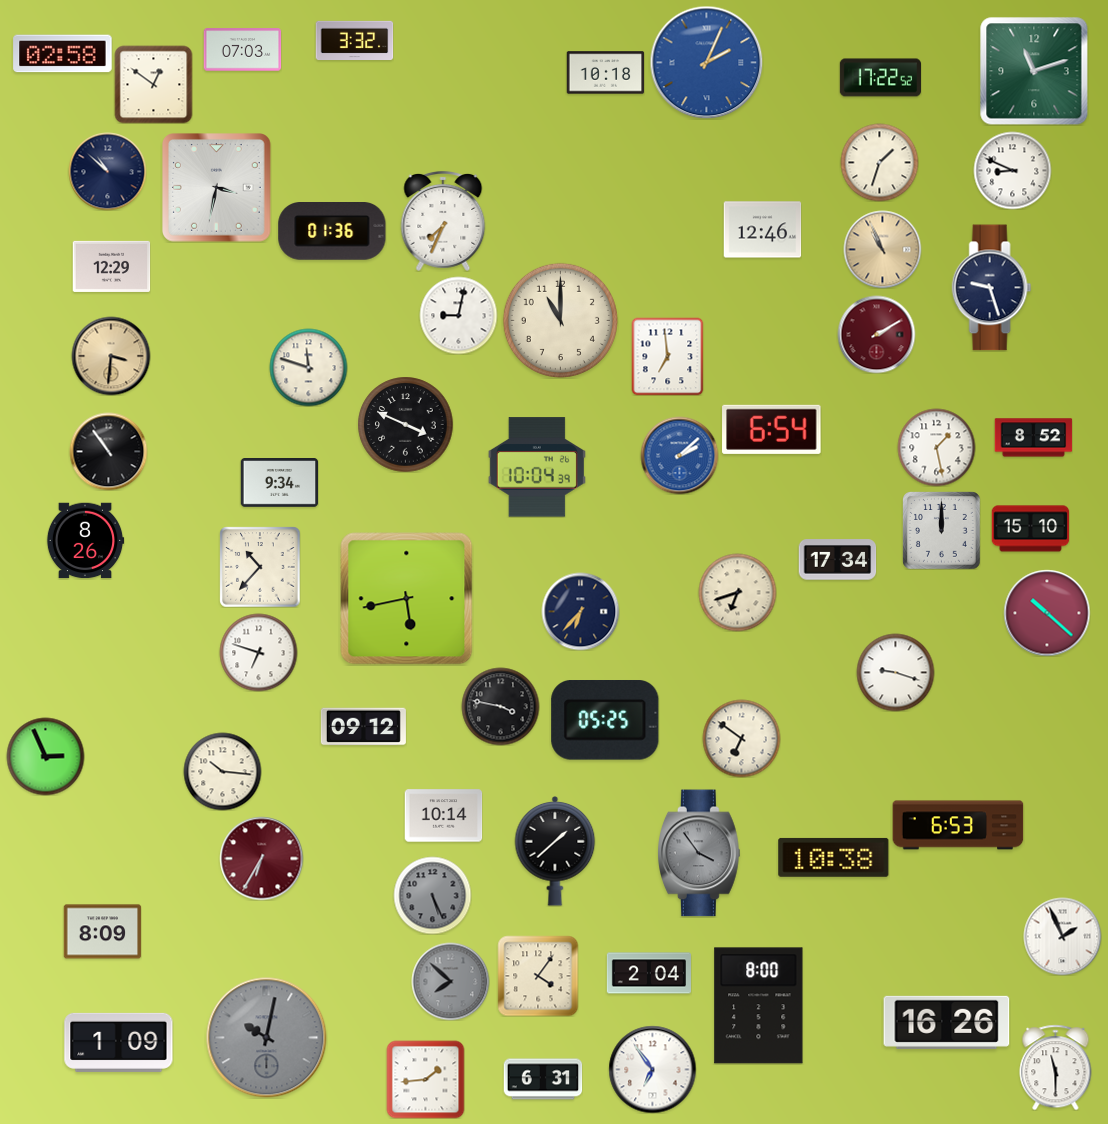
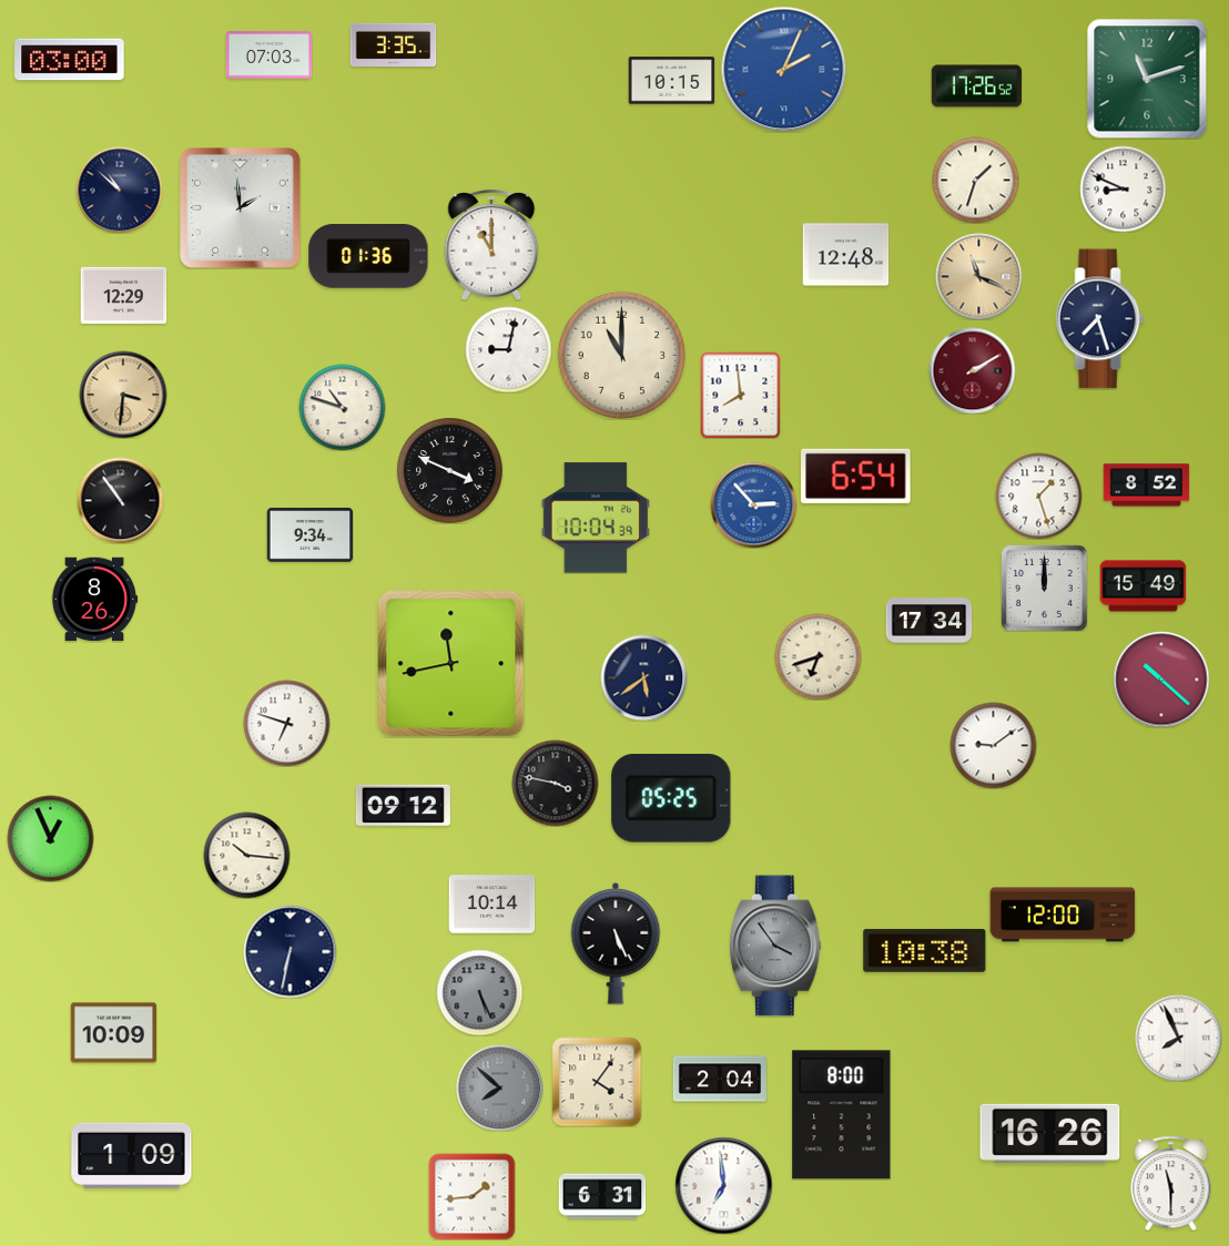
clock at (354, 41): 3:32 -> 3:35
clock at (63, 54): 02:58 -> 03:00
clock at (605, 73): 10:18 -> 10:15
clock at (880, 78): 17:22 -> 17:26
clock at (153, 84): 12:51 -> none
clock at (217, 188): 3:32 -> 1:59
clock at (443, 221): 7:34 -> 11:00
clock at (762, 230): 12:46 -> 12:48
clock at (882, 249): 10:56 -> 11:19
clock at (992, 288): 9:27 -> 7:27
clock at (668, 356): 6:59 -> 7:59
clock at (308, 367): 11:48 -> 10:48
clock at (936, 447): 1:28 -> 1:27
clock at (679, 455): 2:08 -> 2:53
clock at (1030, 529): 15:10 -> 15:49
clock at (260, 567): 10:37 -> none
clock at (407, 599): 5:43 -> 11:43
clock at (580, 611): 6:37 -> 5:39
clock at (895, 672): 9:18 -> 9:09
clock at (741, 738): 6:51 -> none
clock at (45, 756): 2:56 -> 12:56
clock at (958, 825): 6:53 -> 12:00
clock at (555, 852): 1:38 -> 5:26
clock at (261, 858): 6:35 -> 6:32
clock at (261, 858) dial: burgundy -> navy
clock at (102, 932): 8:09 -> 10:09
clock at (1062, 936): 1:56 -> 7:56
clock at (267, 1038): 10:02 -> none
clock at (652, 1069): 6:54 -> 6:59
